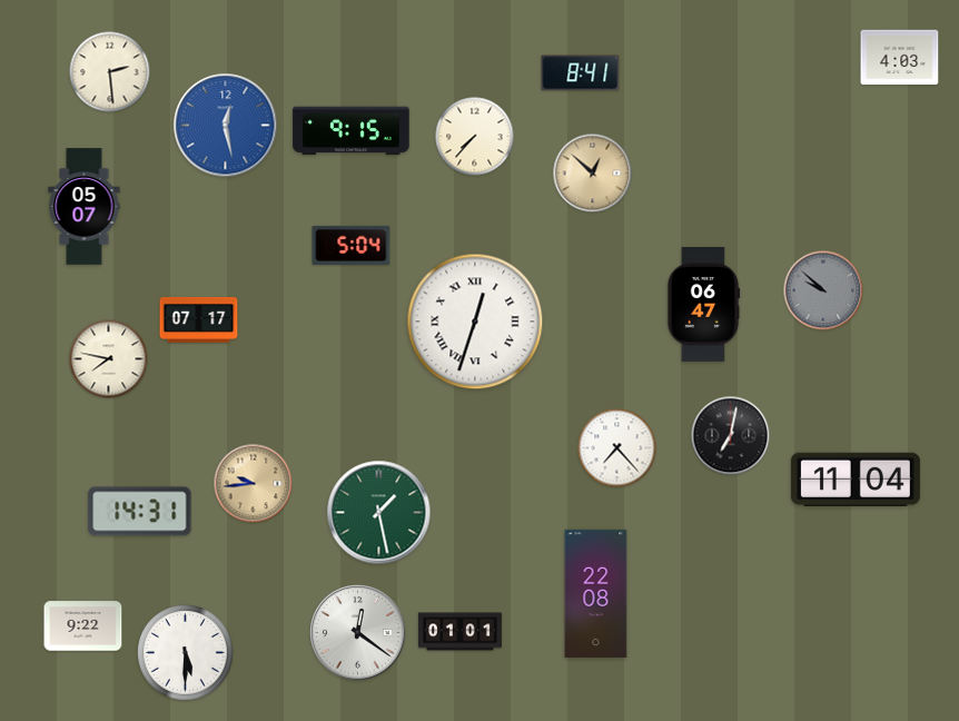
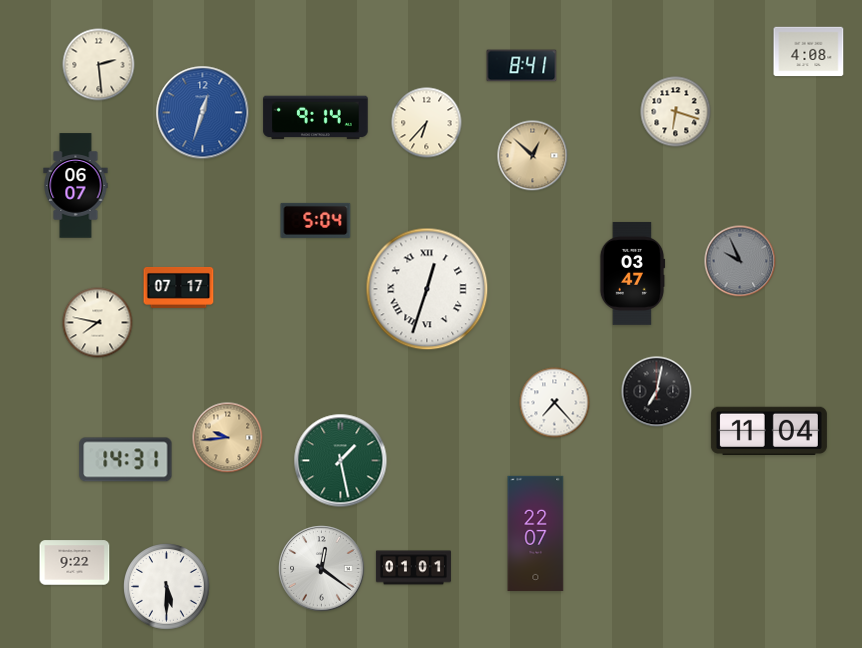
clock at (900, 58): 4:03 -> 4:08
clock at (676, 112): none -> 6:18
clock at (226, 126): 12:28 -> 12:33
clock at (352, 131): 9:15 -> 9:14
clock at (475, 137): 7:37 -> 6:37
clock at (85, 207): 05:07 -> 06:07
clock at (823, 290): 9:52 -> 9:56
clock at (703, 304): 06:47 -> 03:47
clock at (254, 484) position: (254, 484) -> (228, 438)
clock at (596, 593): 22:08 -> 22:07
